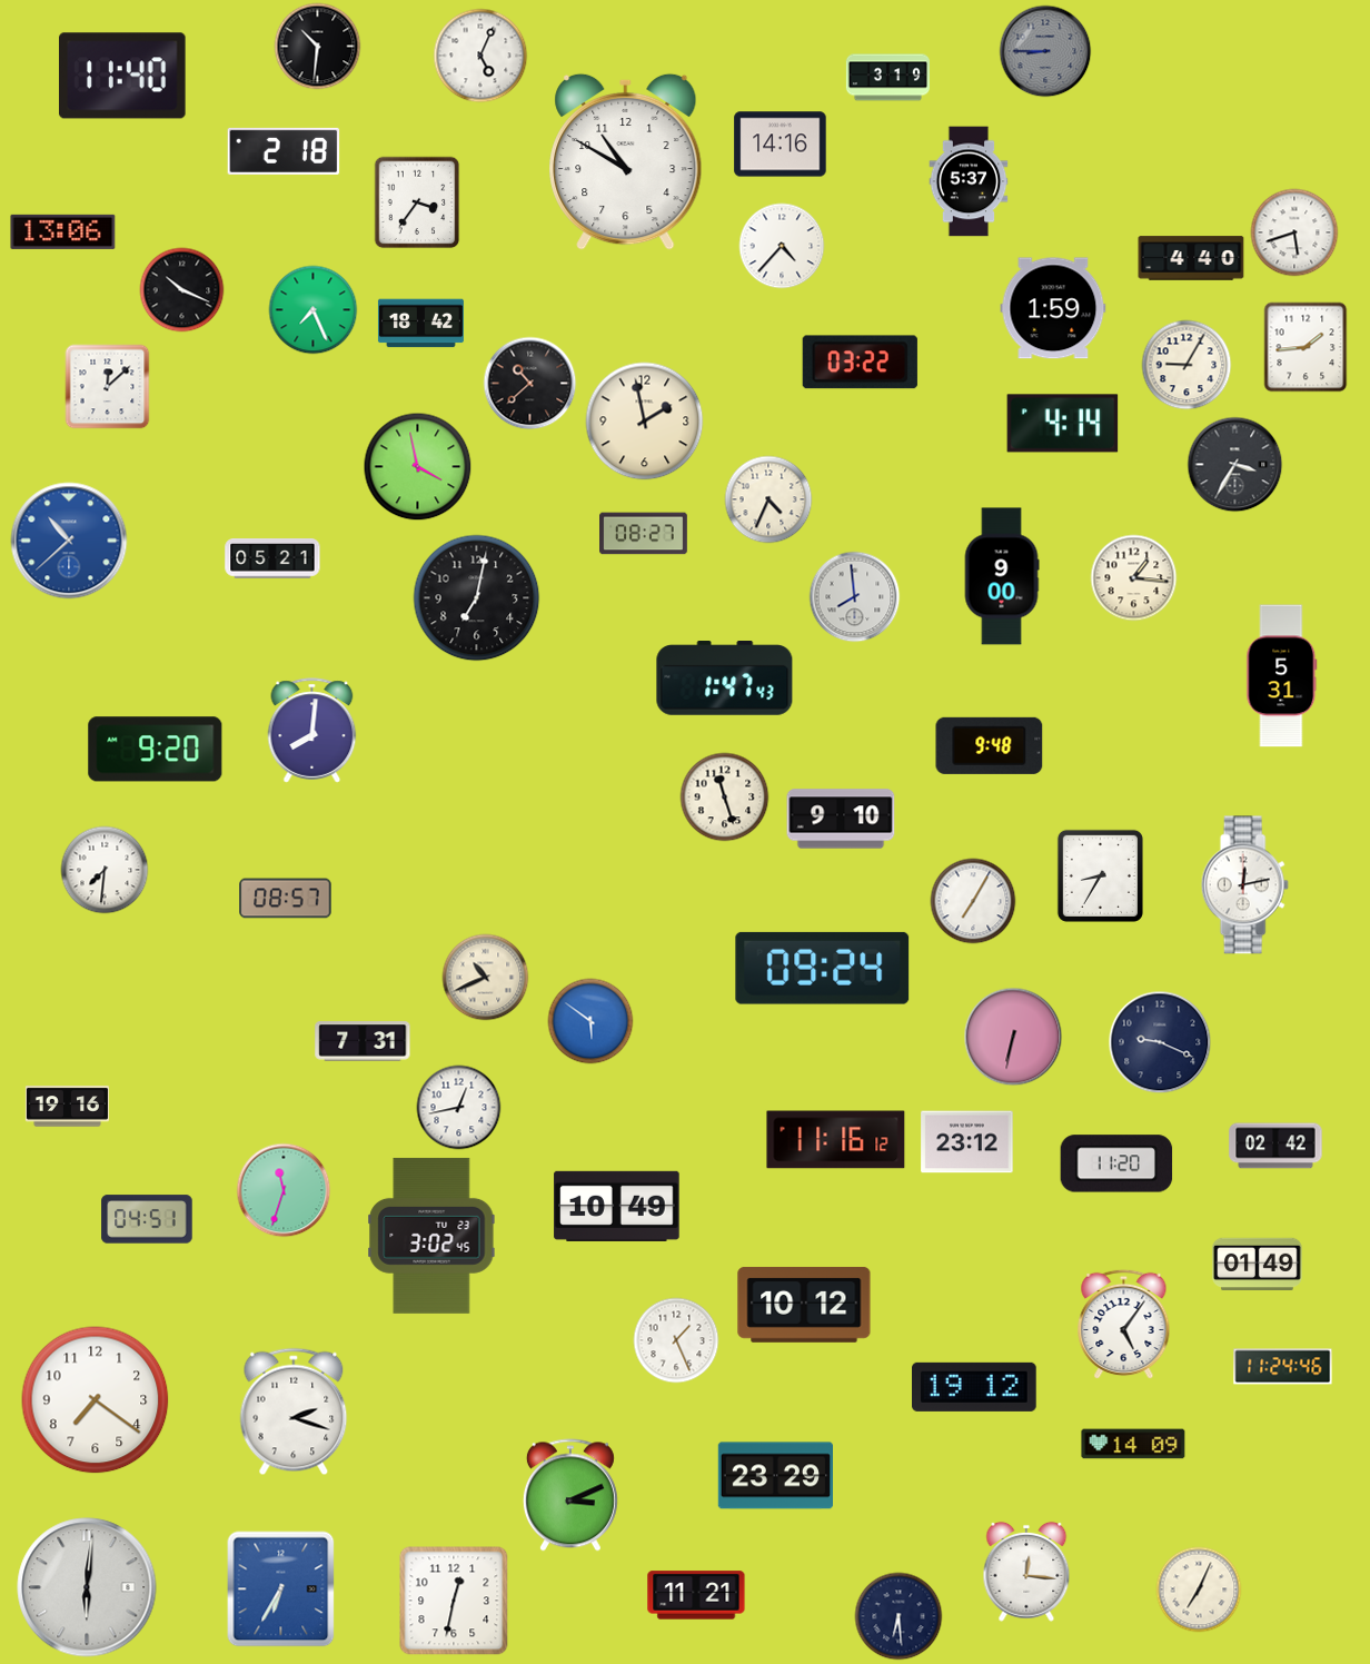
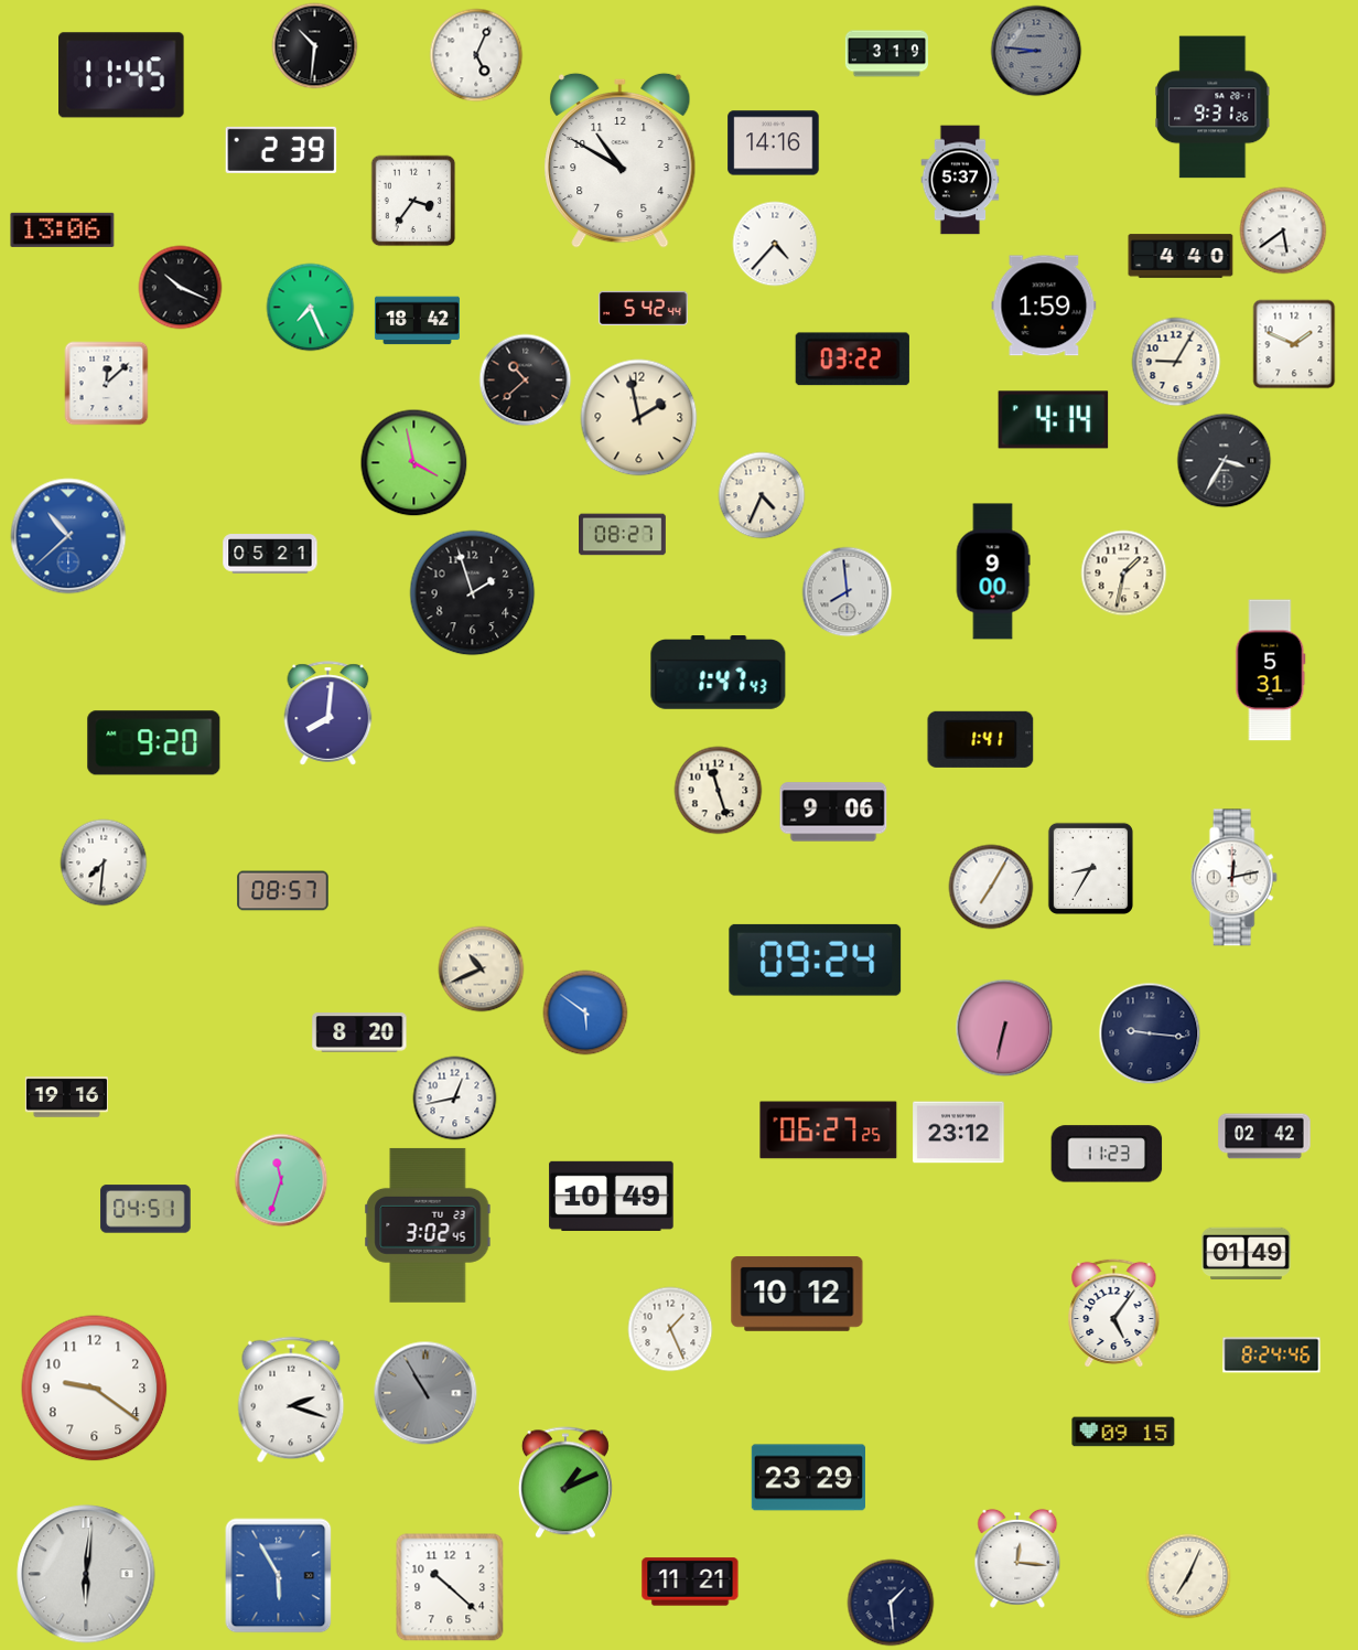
clock at (1045, 51): 8:45 -> 8:46
clock at (122, 76): 11:40 -> 11:45
clock at (887, 78) position: (887, 78) -> (886, 54)
clock at (1212, 107): none -> 9:31
clock at (284, 151): 2:18 -> 2:39
clock at (1294, 232): 5:42 -> 5:39
clock at (644, 308): none -> 5:42
clock at (1306, 347): 1:44 -> 1:49
clock at (644, 534) position: (644, 534) -> (623, 535)
clock at (1134, 578): 1:16 -> 1:32
clock at (477, 598): 7:02 -> 1:57
clock at (312, 731) position: (312, 731) -> (328, 714)
clock at (990, 745): 9:48 -> 1:41
clock at (841, 819): 9:10 -> 9:06
clock at (973, 901) position: (973, 901) -> (991, 887)
clock at (363, 1041): 7:31 -> 8:20
clock at (1160, 1042): 9:19 -> 9:16
clock at (836, 1140): 11:16 -> 06:27
clock at (1116, 1163): 11:20 -> 11:23
clock at (1283, 1367): 11:24 -> 8:24
clock at (975, 1387): 19:12 -> none
clock at (96, 1400): 7:21 -> 9:21
clock at (425, 1393): none -> 10:55
clock at (1133, 1444): 14:09 -> 09:15
clock at (775, 1476) position: (775, 1476) -> (808, 1478)
clock at (570, 1495): 3:11 -> 1:11
clock at (281, 1589): 6:35 -> 5:55
clock at (454, 1601): 12:32 -> 10:22
clock at (899, 1616): 6:29 -> 1:29
